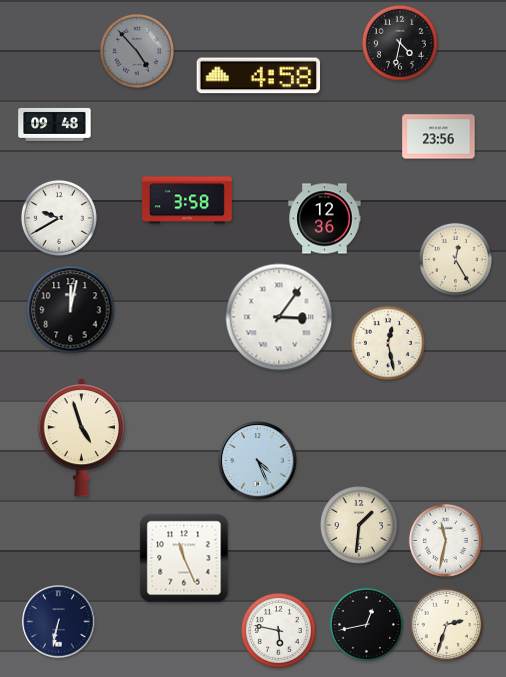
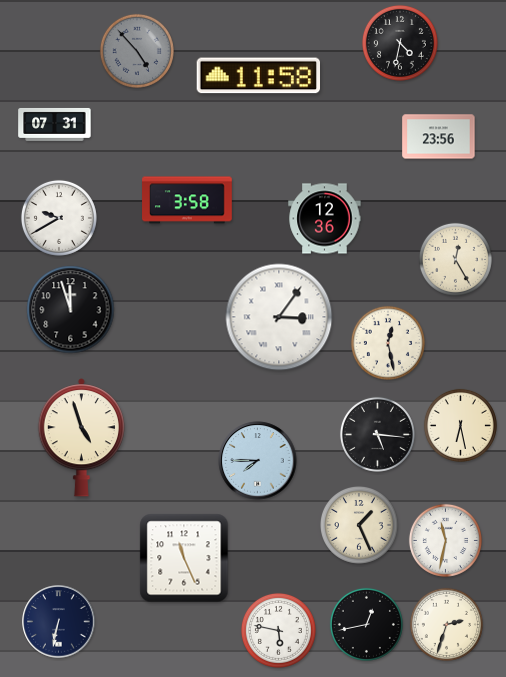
clock at (259, 76): 4:58 -> 11:58
clock at (55, 124): 09:48 -> 07:31
clock at (71, 310): 12:02 -> 11:57
clock at (460, 425): none -> 6:28
clock at (377, 434): none -> 5:16
clock at (258, 461): 4:26 -> 7:45
clock at (359, 525): 1:31 -> 1:26
